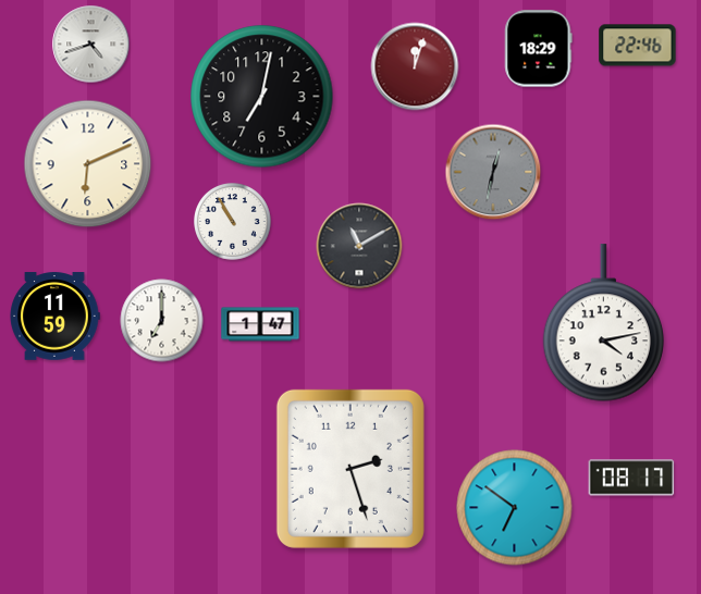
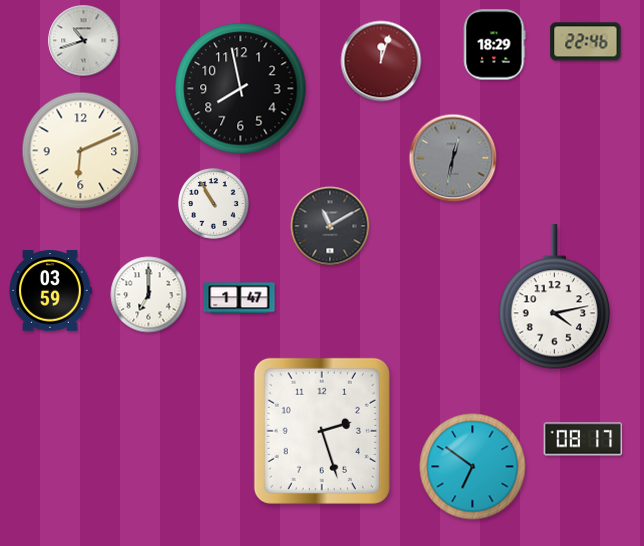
clock at (91, 45): 4:42 -> 10:42
clock at (262, 97): 7:02 -> 7:58
clock at (54, 317): 11:59 -> 03:59
clock at (631, 478) position: (631, 478) -> (583, 439)
